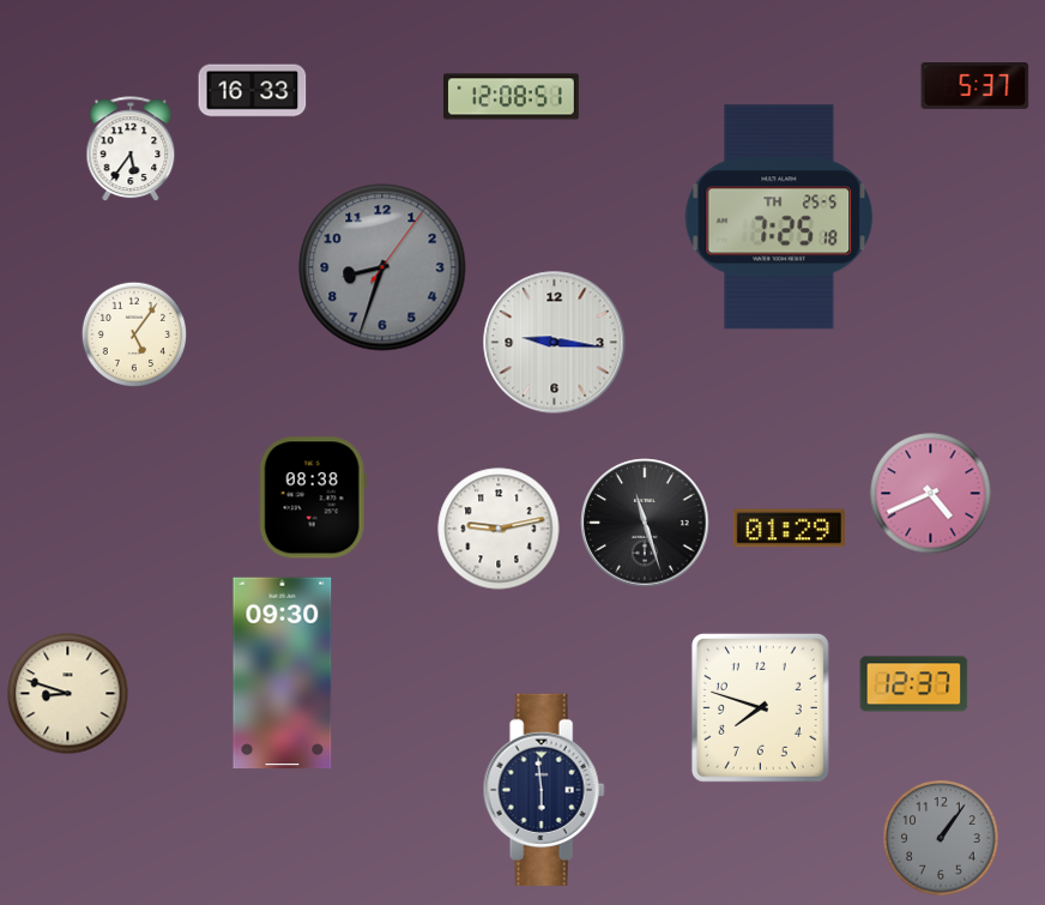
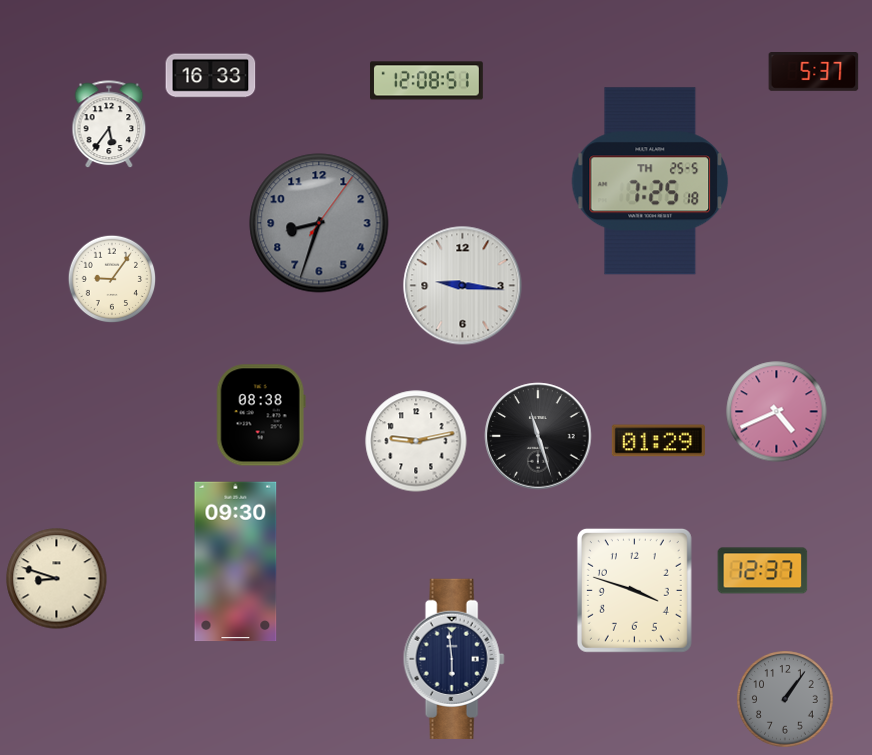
clock at (134, 334): 5:06 -> 9:06
clock at (760, 707): 7:48 -> 3:48
